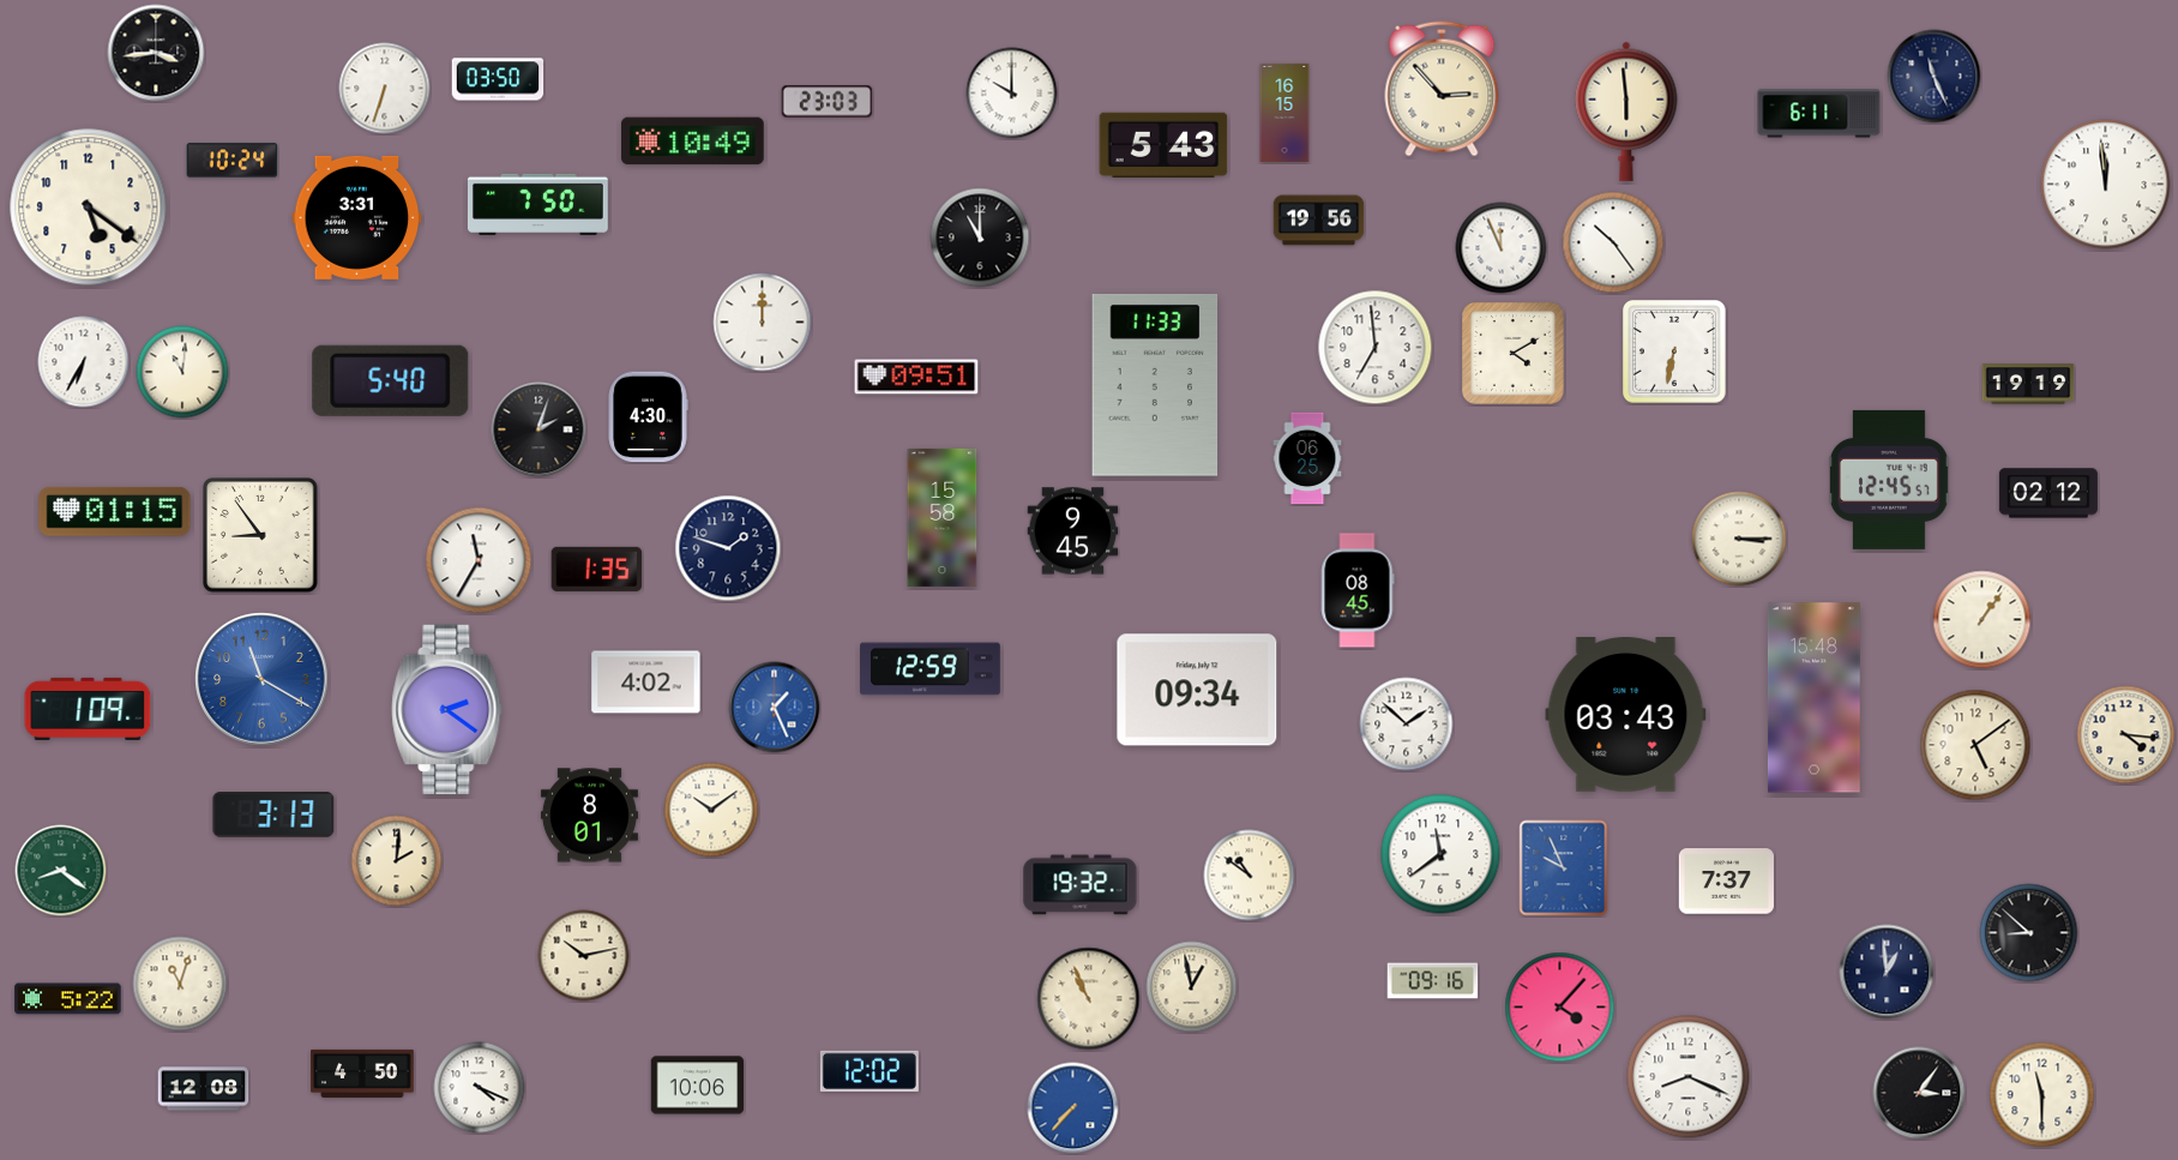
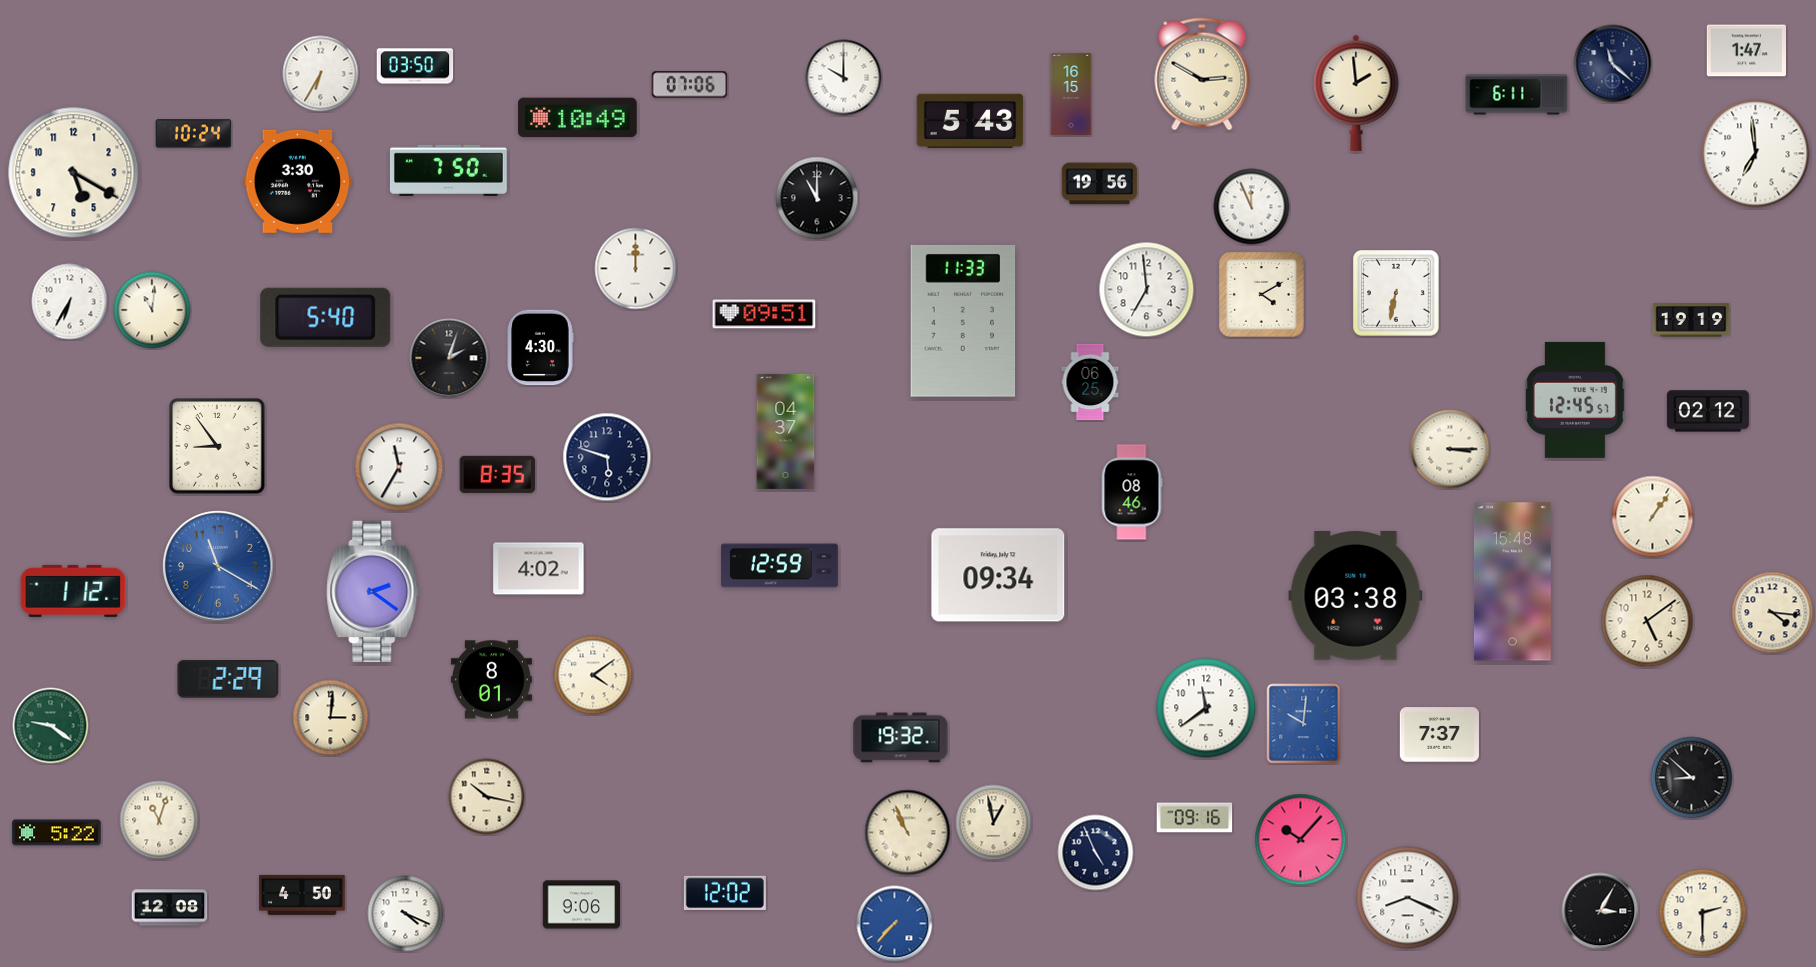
clock at (156, 53): 3:44 -> none
clock at (1746, 51): none -> 1:47
clock at (1935, 77): 11:26 -> 11:22
clock at (385, 89): 6:33 -> 6:35
clock at (1442, 89): 2:53 -> 2:50
clock at (828, 102): 23:03 -> 07:06
clock at (1626, 112): 5:59 -> 1:59
clock at (2106, 185): 11:59 -> 6:59
clock at (89, 208): 5:21 -> 5:20
clock at (357, 217): 3:31 -> 3:30
clock at (1613, 242): 10:24 -> none
clock at (115, 511): 01:15 -> none
clock at (943, 517): 15:58 -> 04:37
clock at (1073, 531): 9:45 -> none
clock at (728, 548): 1:48 -> 5:48
clock at (597, 569): 1:35 -> 8:35
clock at (1358, 590): 08:45 -> 08:46
clock at (931, 669) position: (931, 669) -> (780, 566)
clock at (775, 708): 1:26 -> none
clock at (88, 709): 1:09 -> 1:12
clock at (1626, 715): 03:43 -> 03:38
clock at (1407, 725): 1:52 -> none
clock at (711, 810): 10:09 -> 4:09
clock at (273, 816): 3:13 -> 2:29
clock at (1440, 854) position: (1440, 854) -> (1206, 708)
clock at (397, 861): 2:01 -> 3:01
clock at (1564, 869): 9:56 -> 10:01
clock at (61, 871): 8:21 -> 9:21
clock at (1250, 876): 10:51 -> none
clock at (584, 956): 10:13 -> 10:17
clock at (1887, 972): 12:59 -> none
clock at (180, 984) position: (180, 984) -> (159, 820)
clock at (1560, 1008): 4:07 -> 10:07
clock at (1096, 853): none -> 4:56
clock at (698, 1086): 10:06 -> 9:06
clock at (480, 1088) position: (480, 1088) -> (406, 914)
clock at (1919, 1093): 3:06 -> 3:05
clock at (2042, 1095): 11:30 -> 2:30
